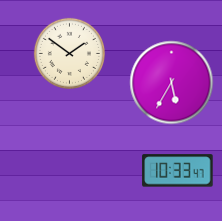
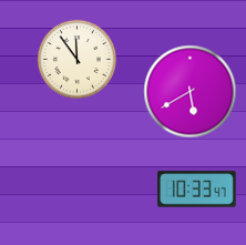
clock at (69, 53): 1:51 -> 11:54
clock at (172, 83): 5:35 -> 5:40
